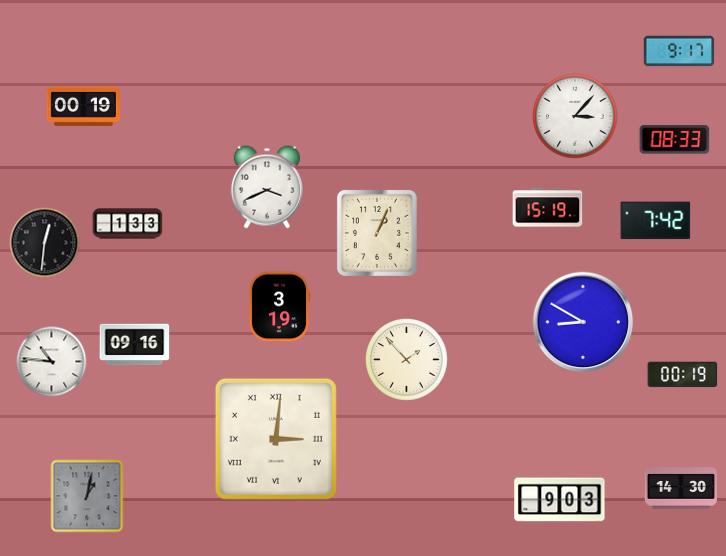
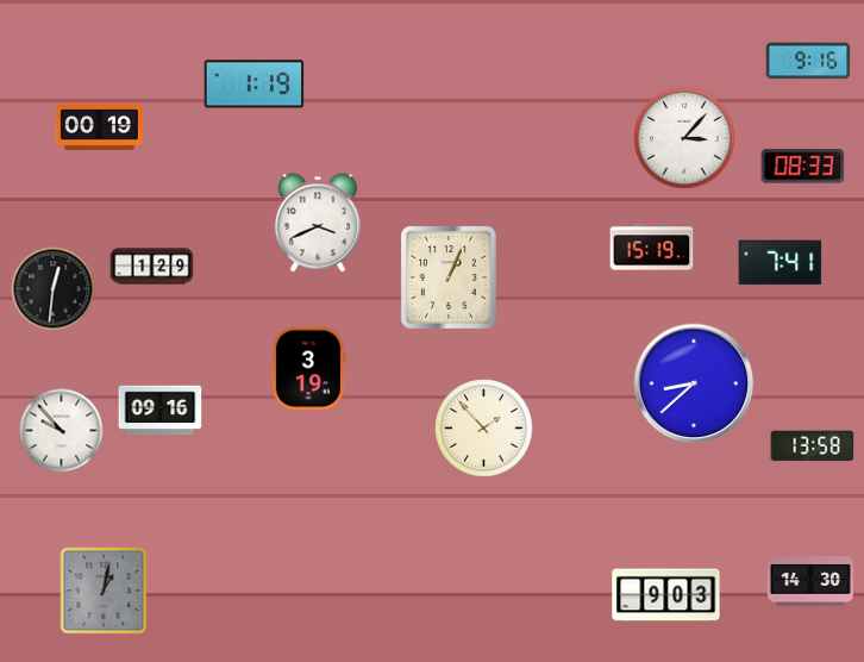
clock at (679, 51): 9:17 -> 9:16
clock at (255, 85): none -> 1:19
clock at (656, 221): 7:42 -> 7:41
clock at (128, 224): 1:33 -> 1:29
clock at (279, 307) position: (279, 307) -> (308, 369)
clock at (583, 322): 8:50 -> 8:38
clock at (52, 362): 10:46 -> 9:53
clock at (683, 375): 00:19 -> 13:58
clock at (276, 439): 3:01 -> none
